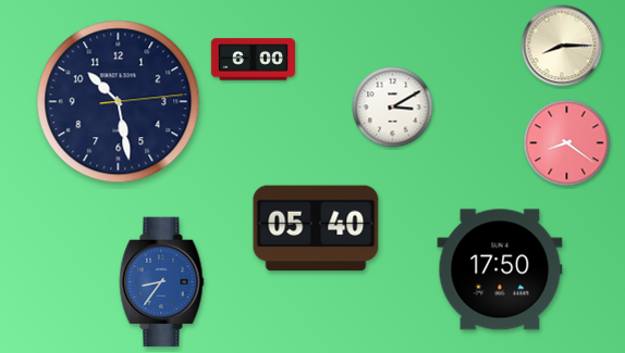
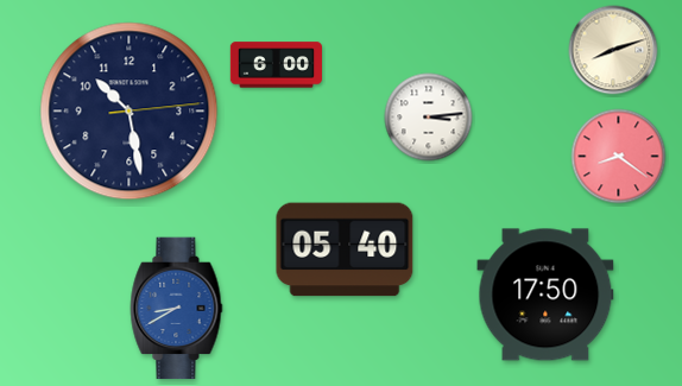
clock at (562, 46): 8:15 -> 8:12
clock at (393, 108): 3:10 -> 3:14
clock at (162, 282): 8:36 -> 8:40
